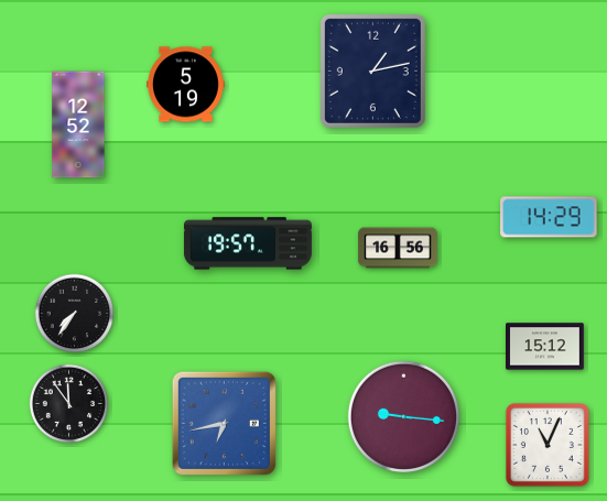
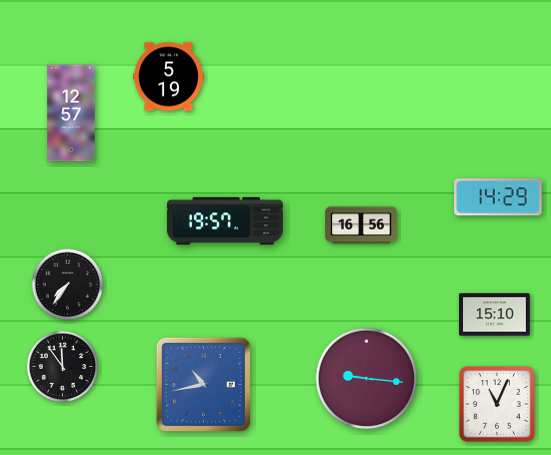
clock at (372, 70): 1:13 -> none
clock at (78, 124): 12:52 -> 12:57
clock at (545, 347): 15:12 -> 15:10
clock at (224, 423): 6:43 -> 10:43
